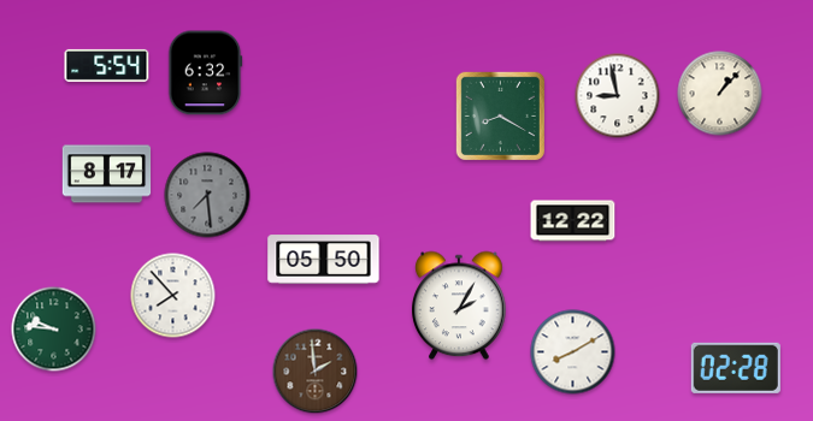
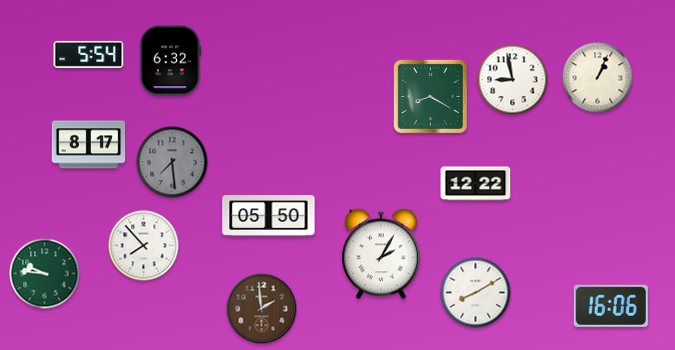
clock at (720, 94): 1:07 -> 1:04
clock at (500, 115) position: (500, 115) -> (430, 96)
clock at (736, 368): 02:28 -> 16:06
